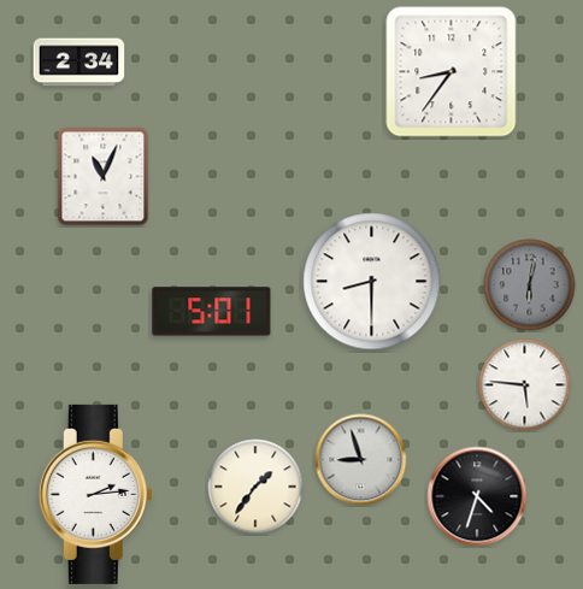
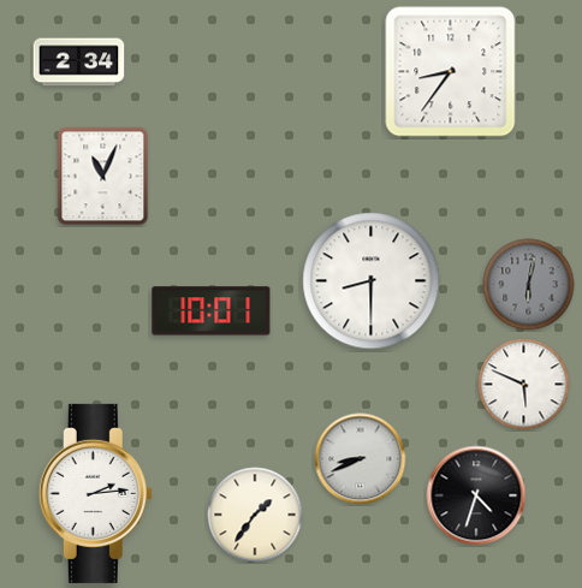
clock at (212, 312): 5:01 -> 10:01
clock at (525, 385): 5:46 -> 5:49
clock at (361, 460): 8:57 -> 8:41
clock at (255, 487) position: (255, 487) -> (255, 515)
